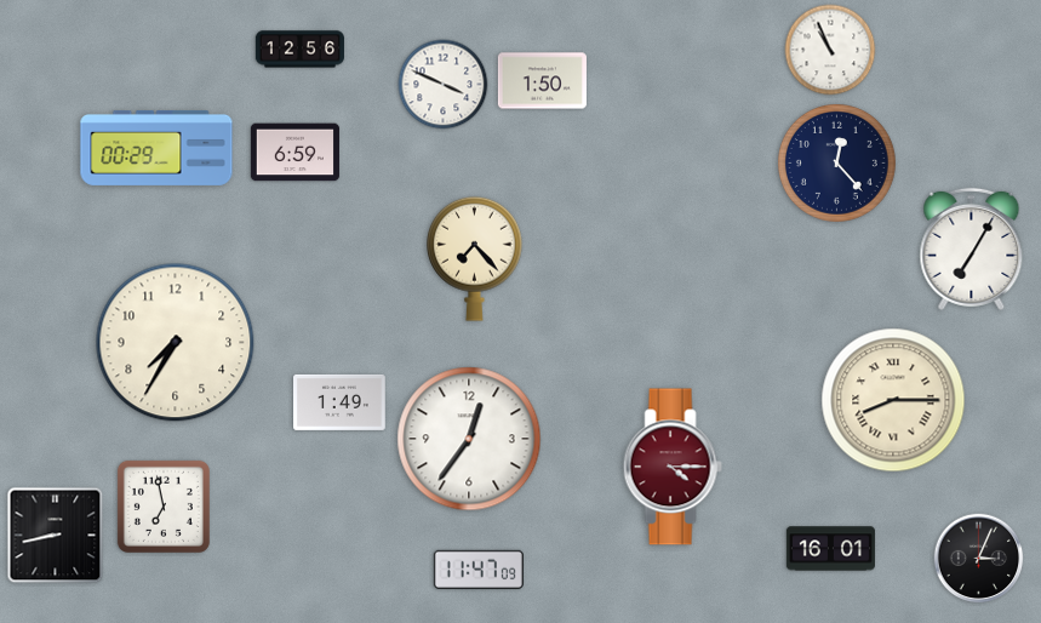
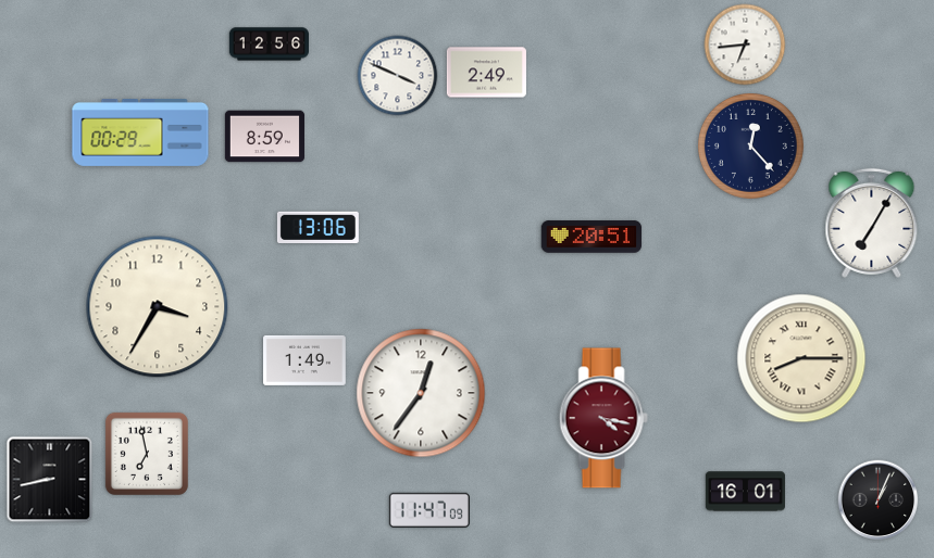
clock at (830, 50): 10:56 -> 6:44
clock at (542, 81): 1:50 -> 2:49
clock at (294, 153): 6:59 -> 8:59
clock at (317, 227): none -> 13:06
clock at (475, 258): 7:23 -> none
clock at (591, 237): none -> 20:51
clock at (176, 343): 7:35 -> 3:35
clock at (673, 467): 4:15 -> 4:17
clock at (979, 559): 3:04 -> 1:04
